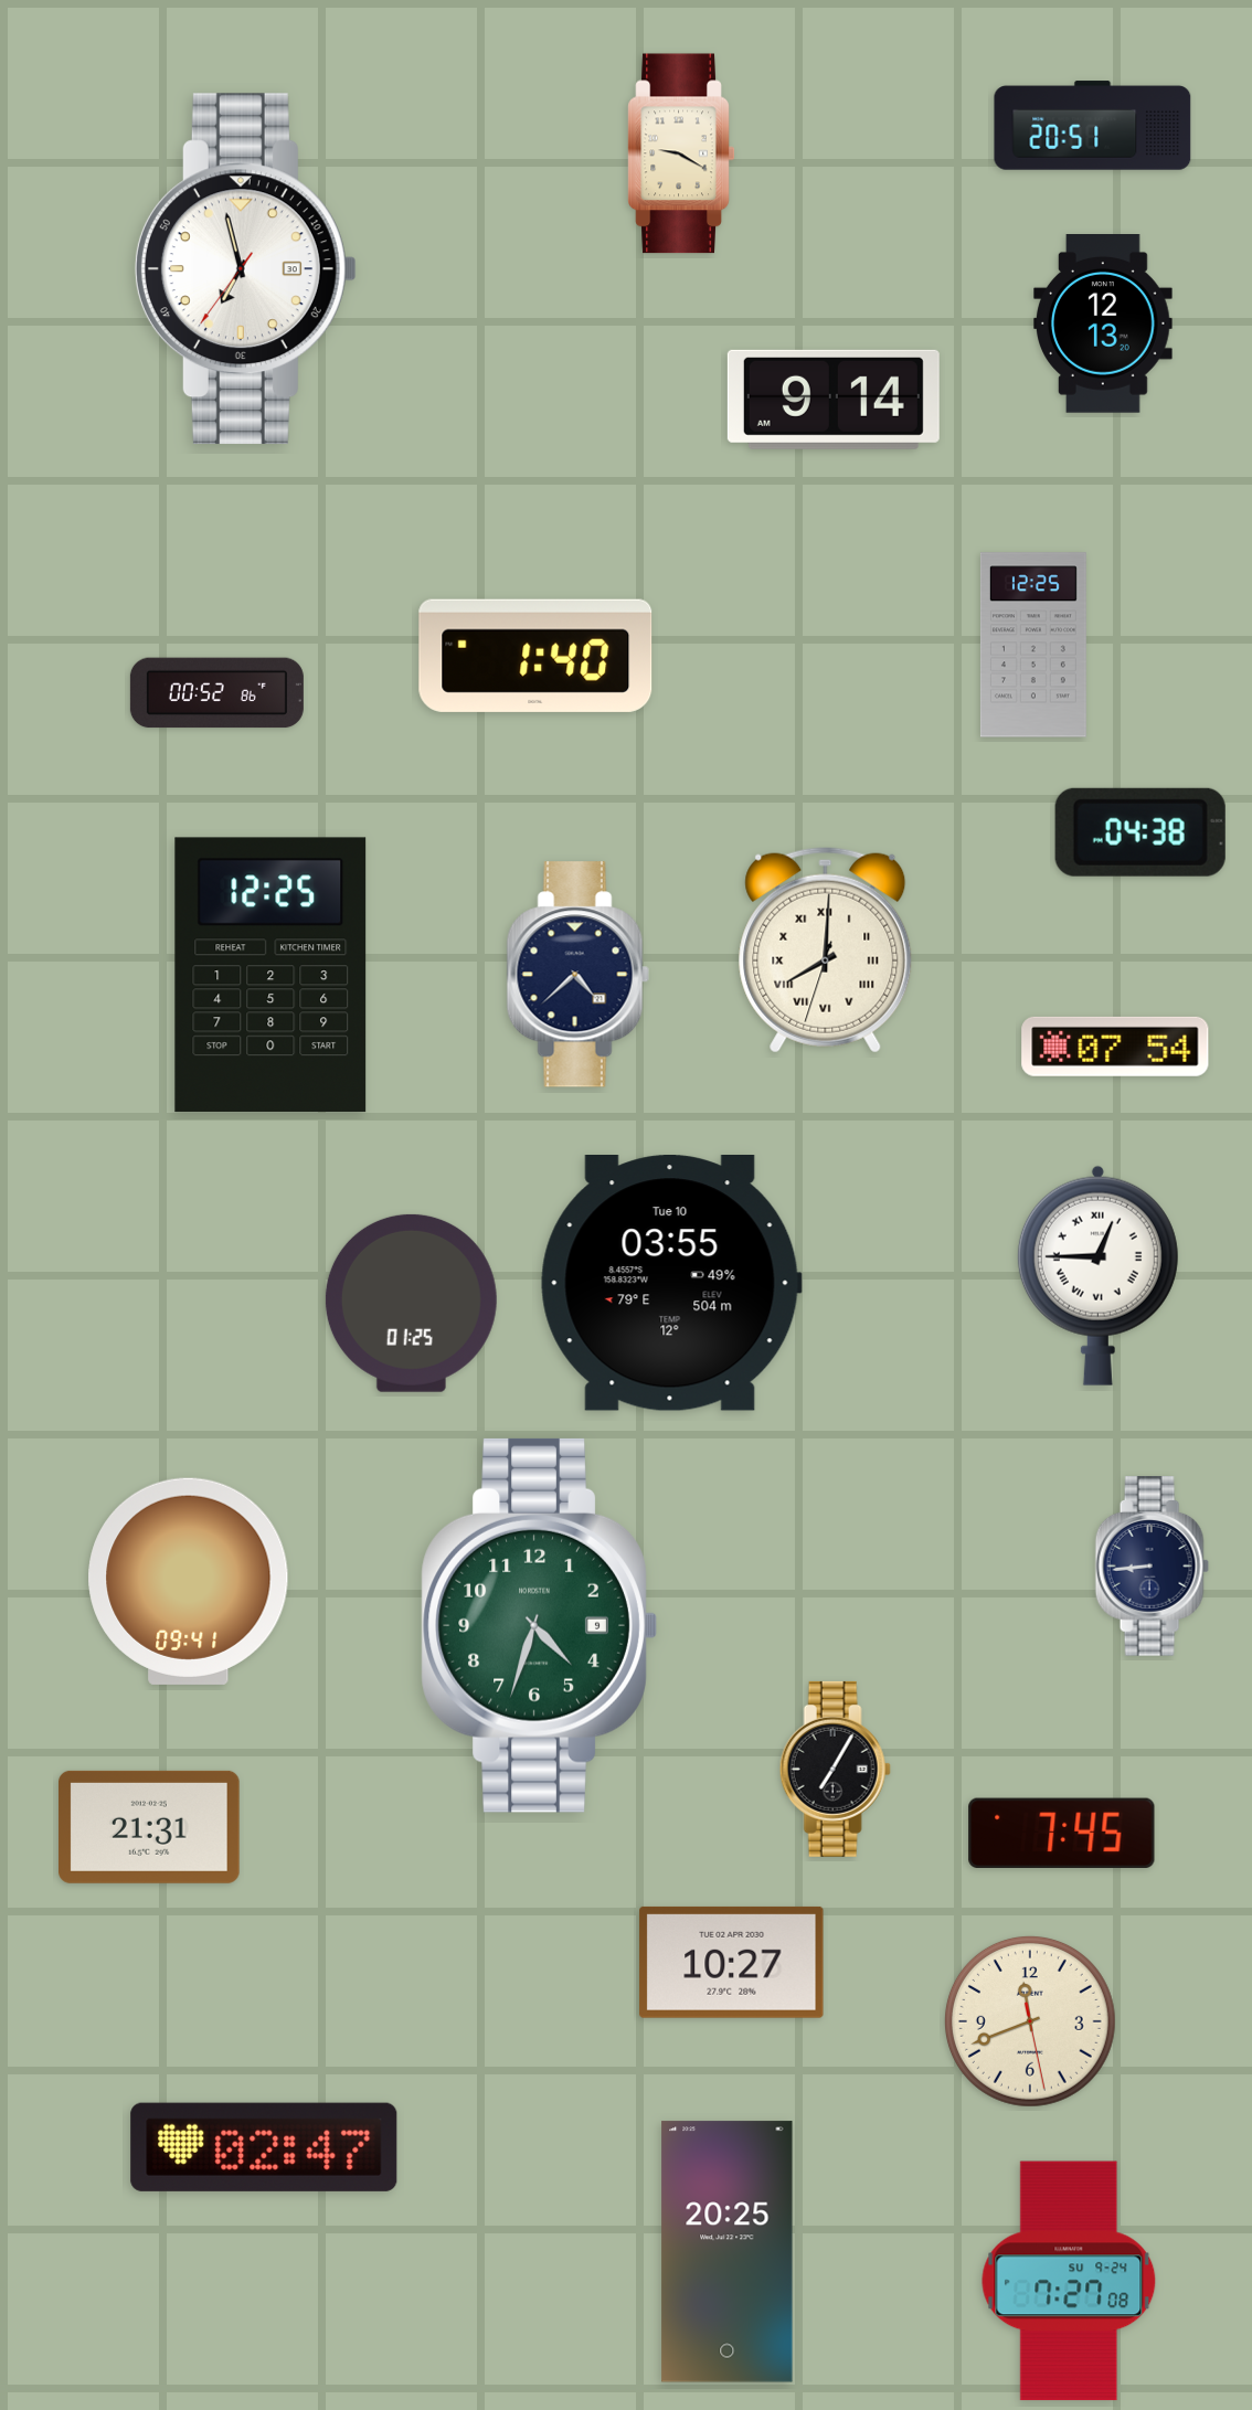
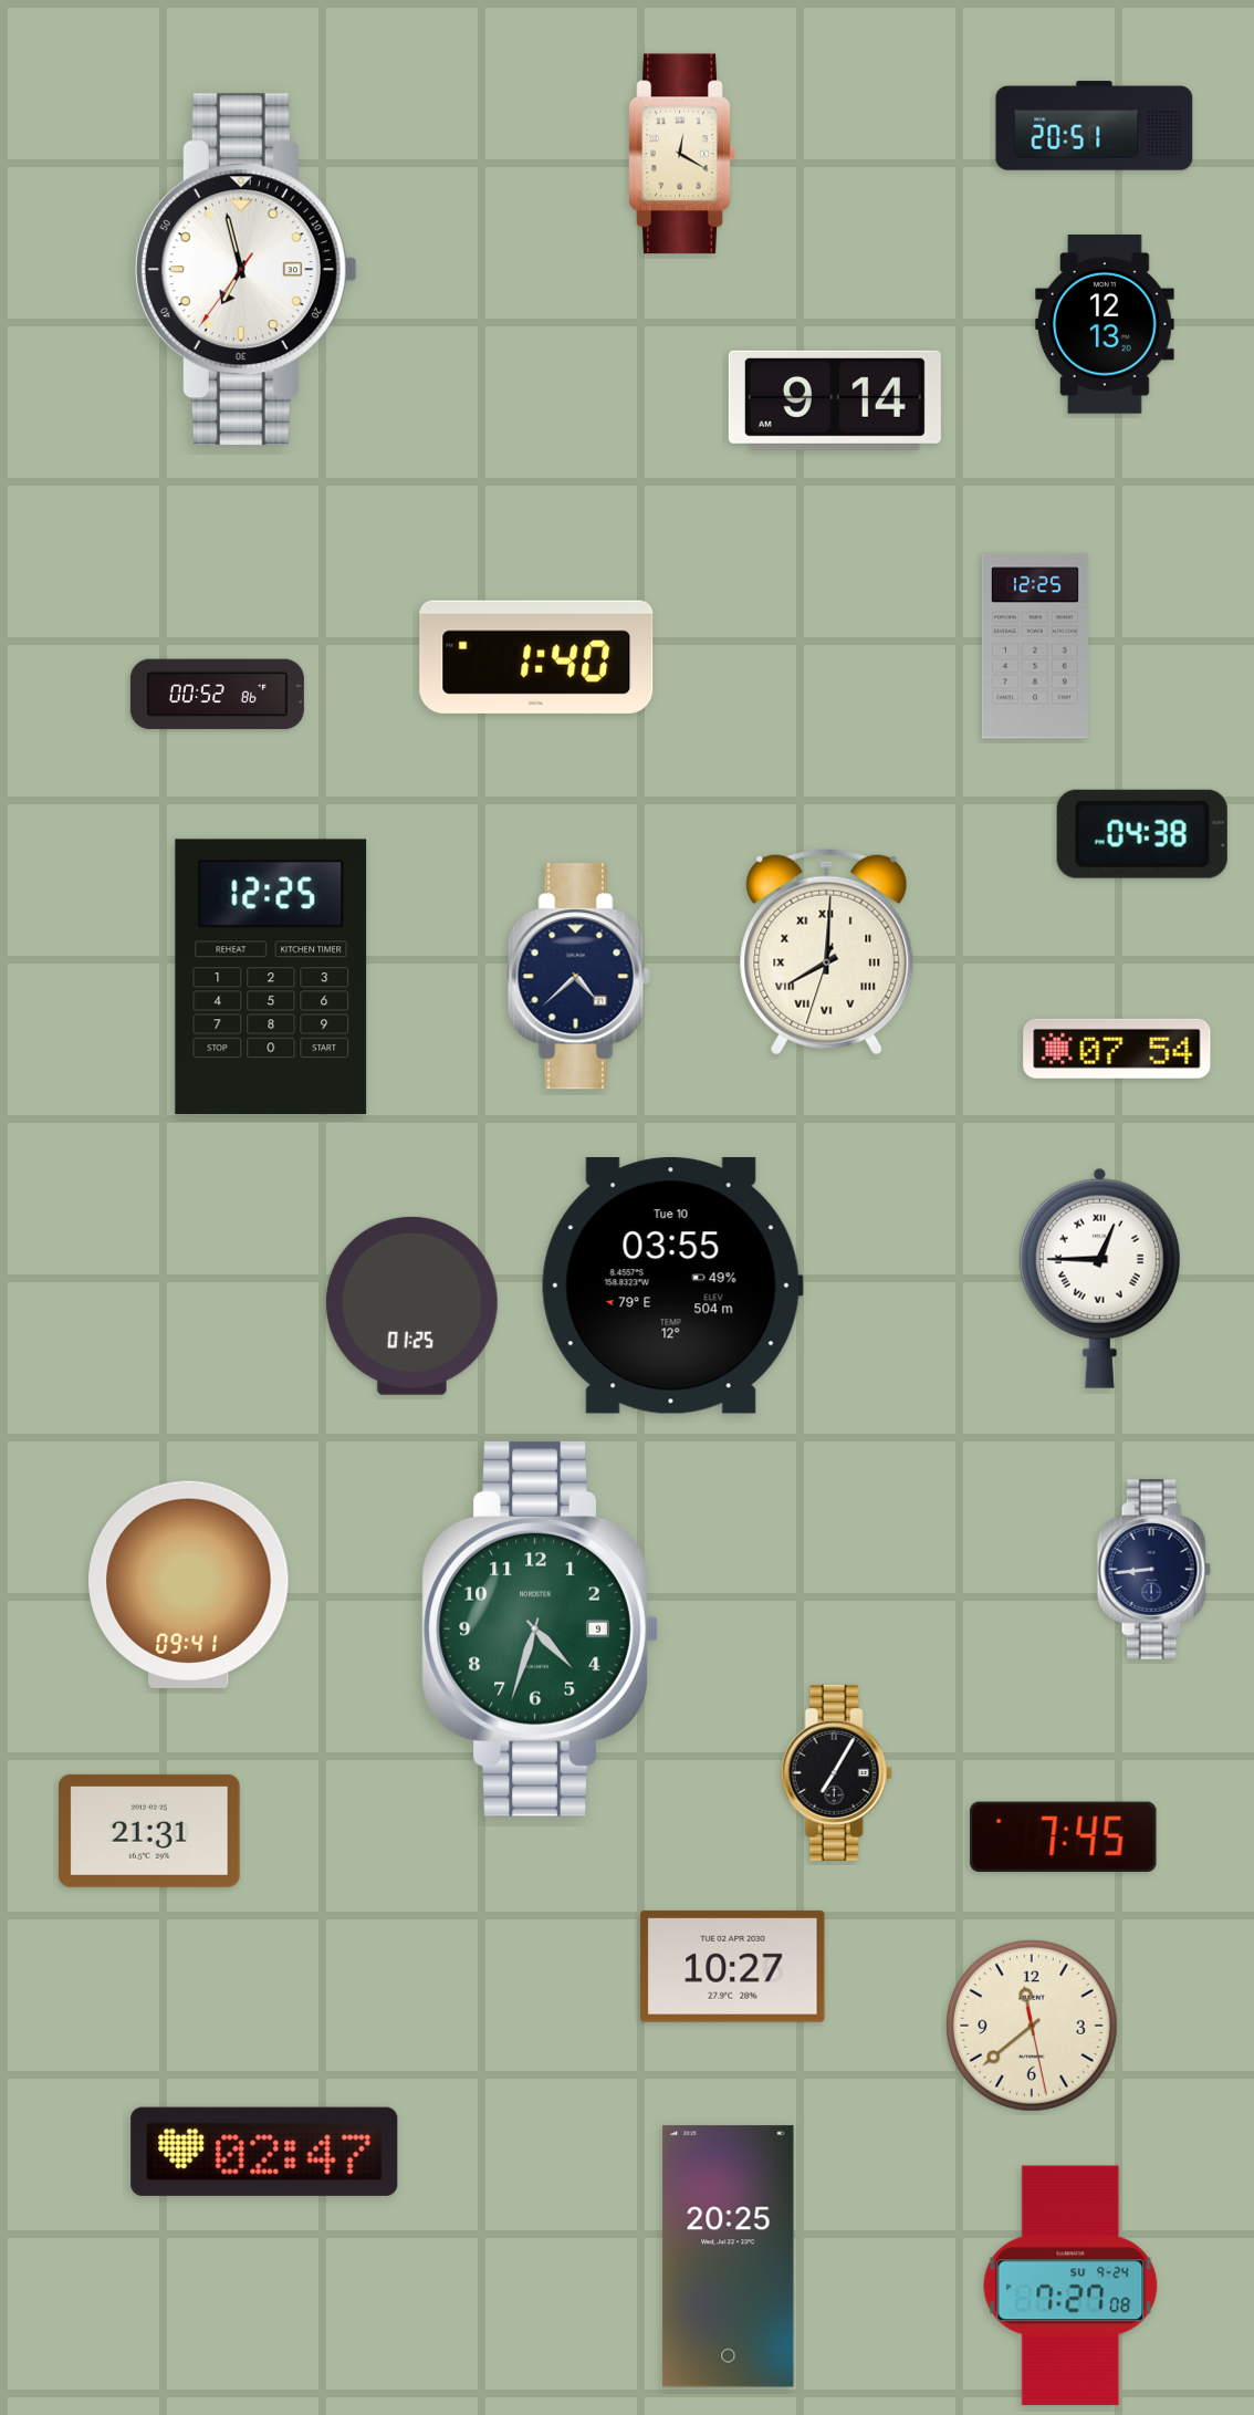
clock at (681, 153): 9:20 -> 12:20
clock at (1030, 2021): 11:41 -> 11:38
